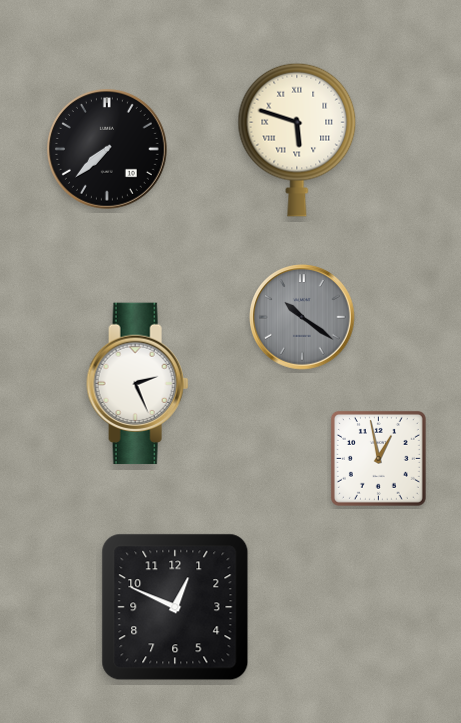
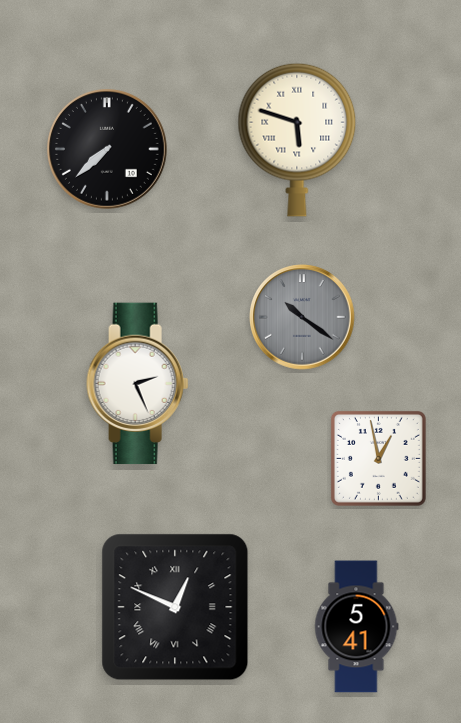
clock at (175, 607) numerals: Arabic -> Roman
clock at (356, 627): none -> 5:41
